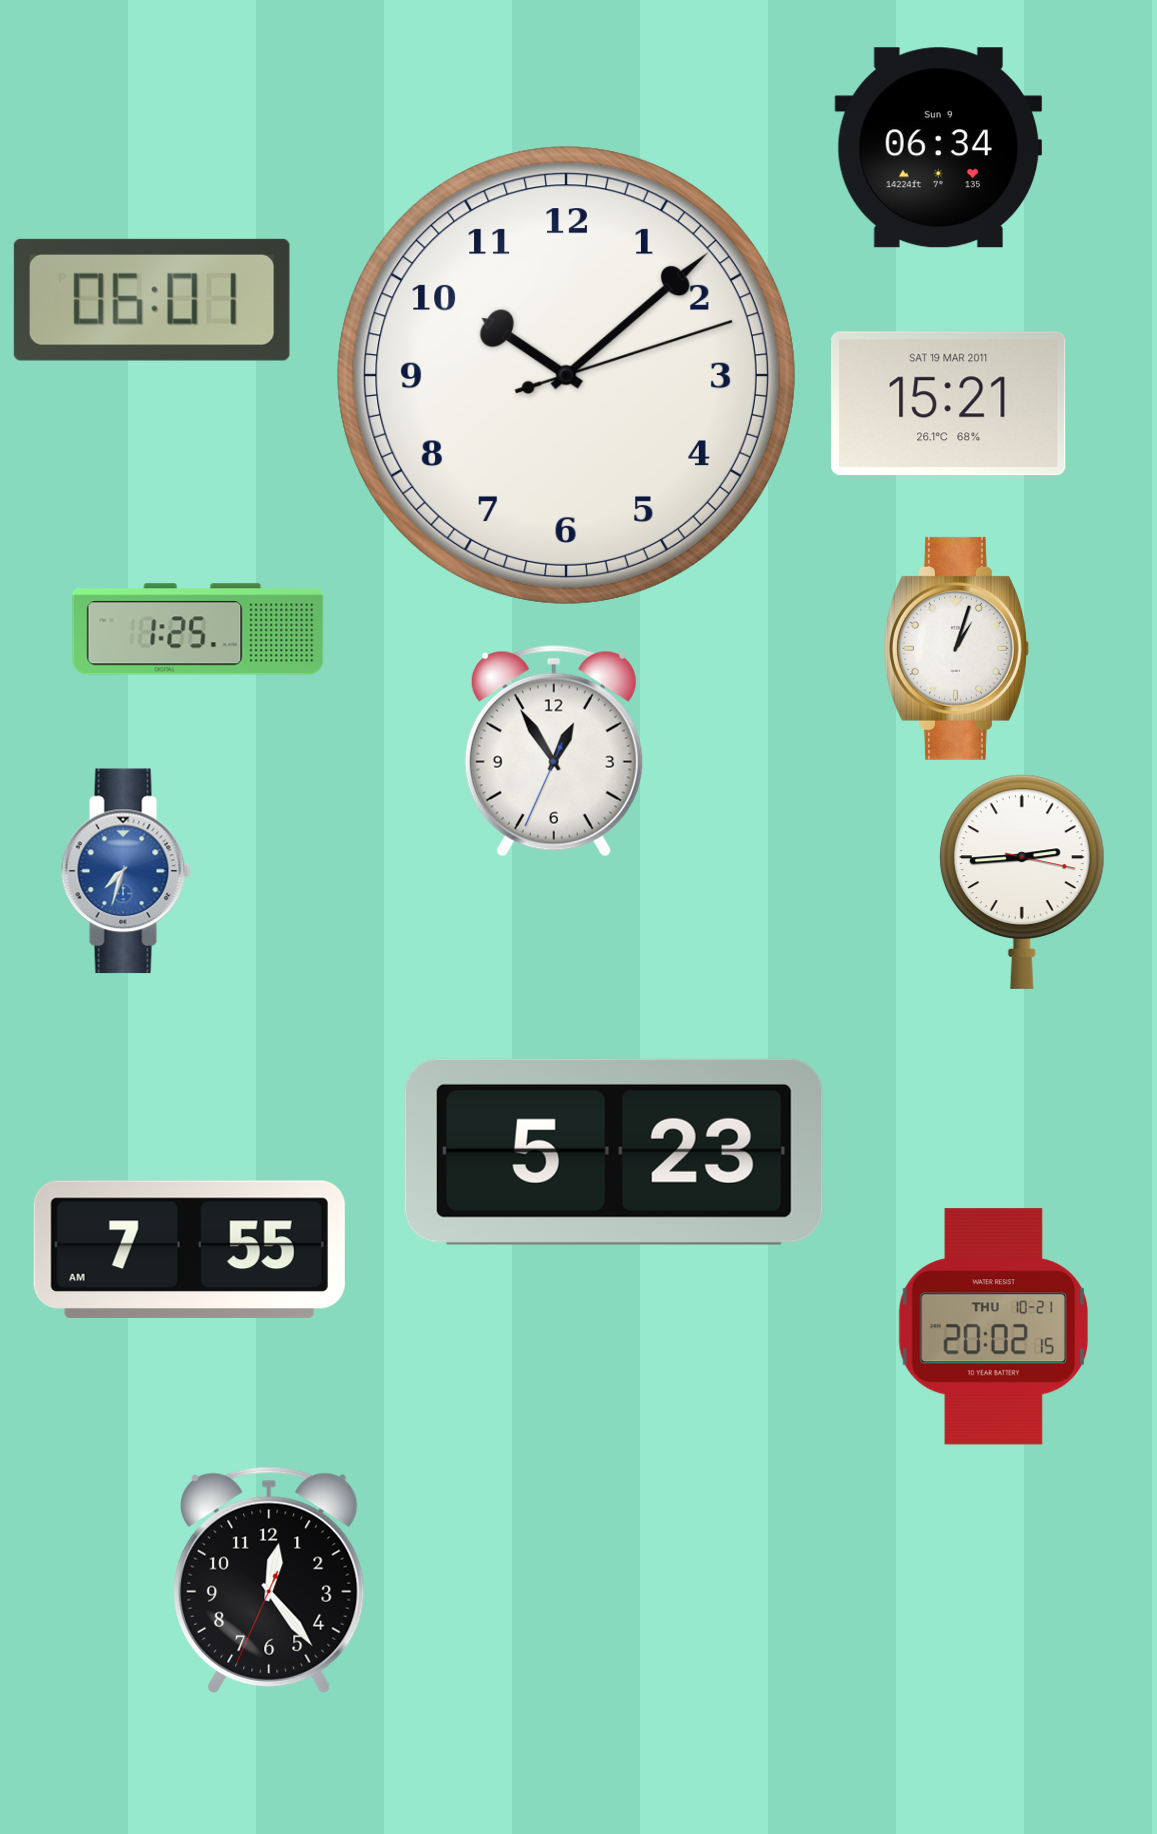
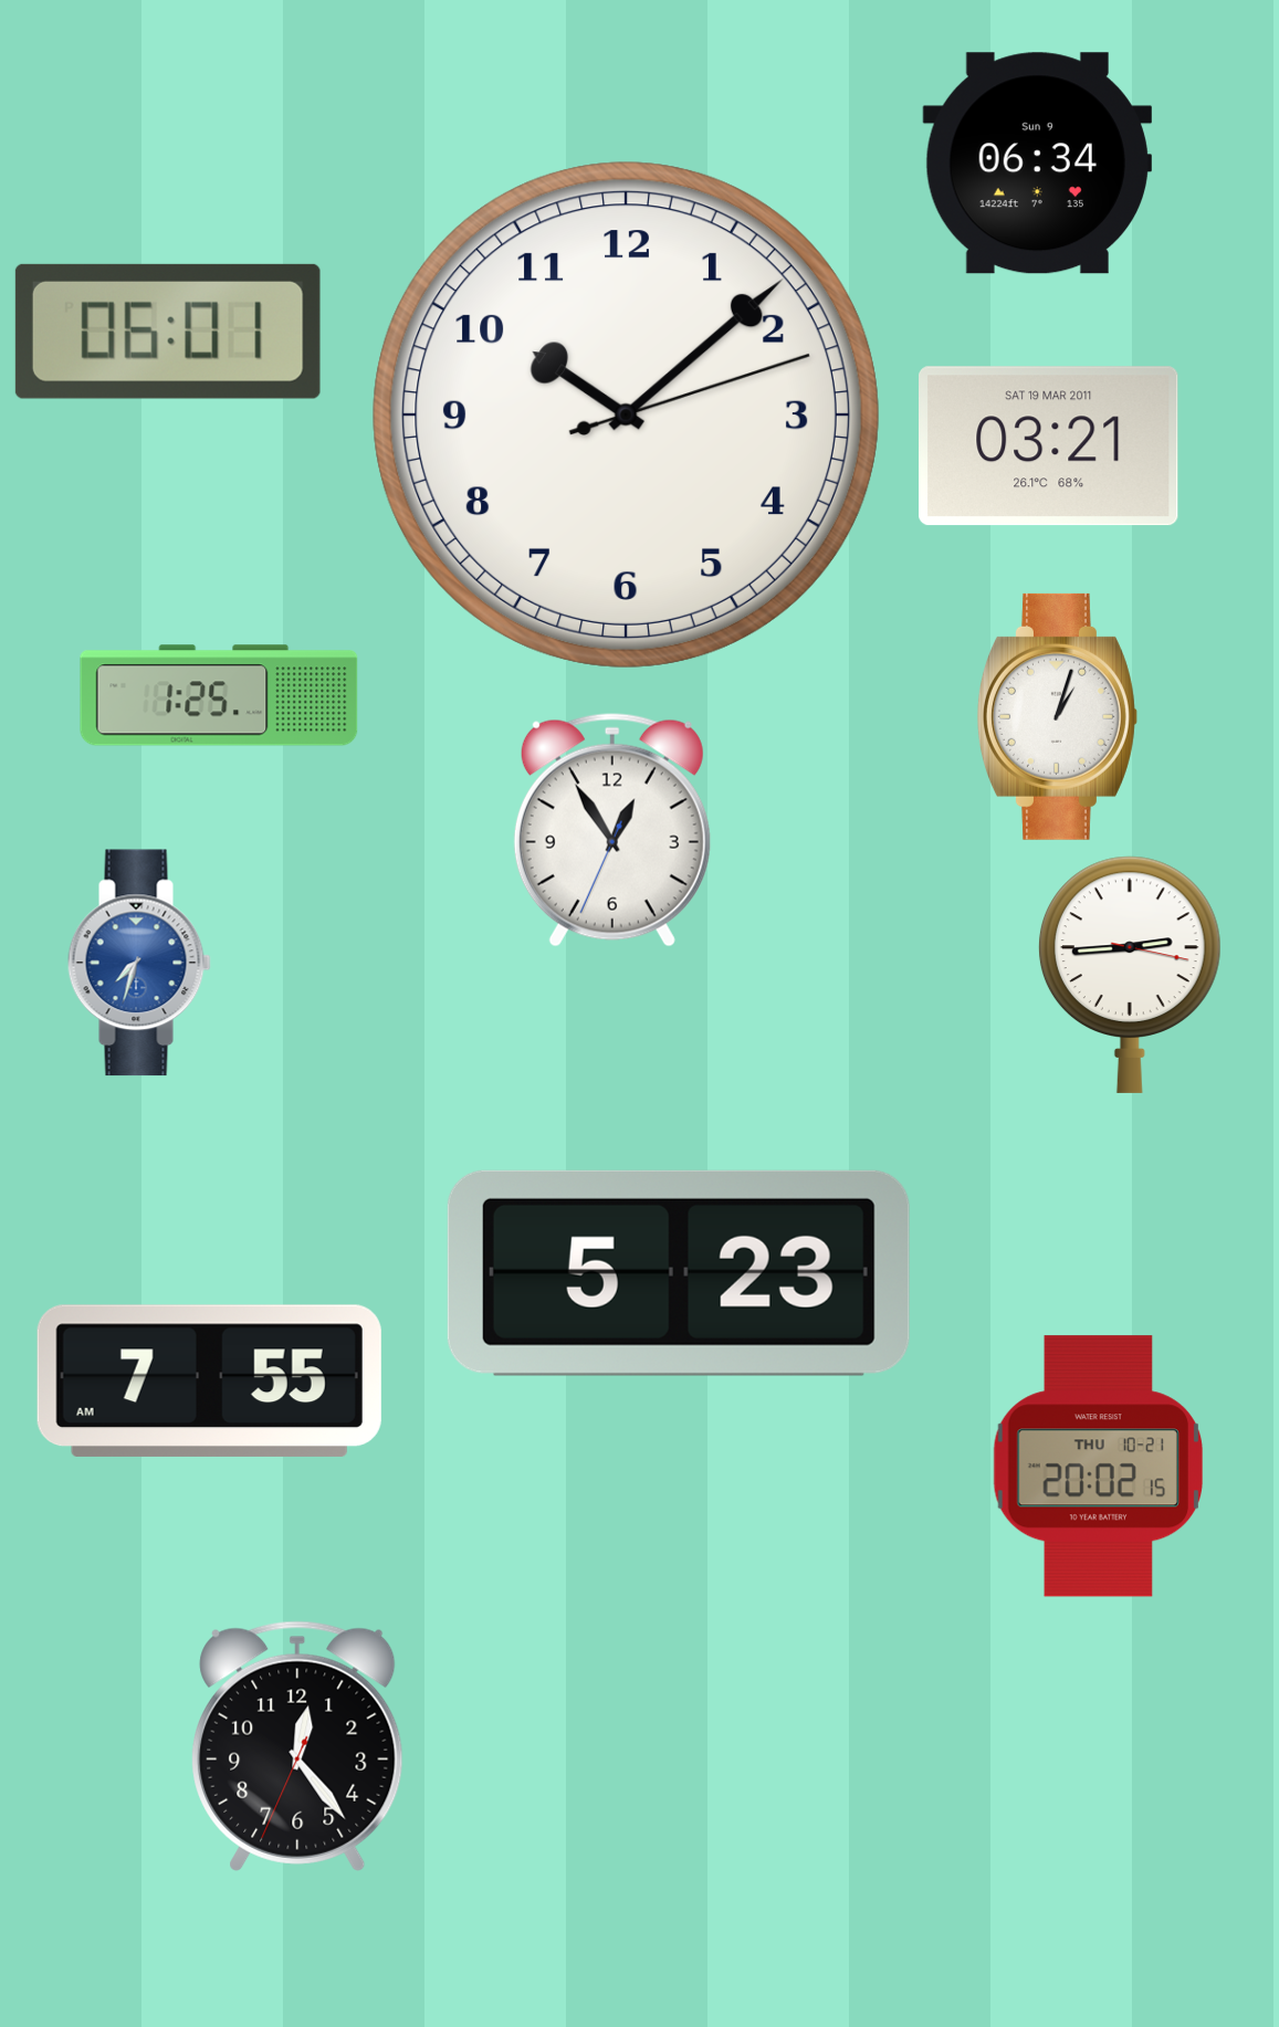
clock at (949, 404): 15:21 -> 03:21
